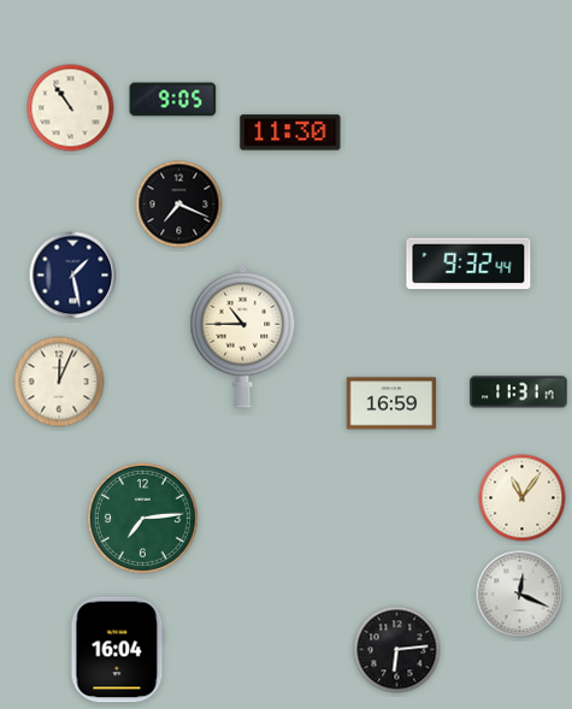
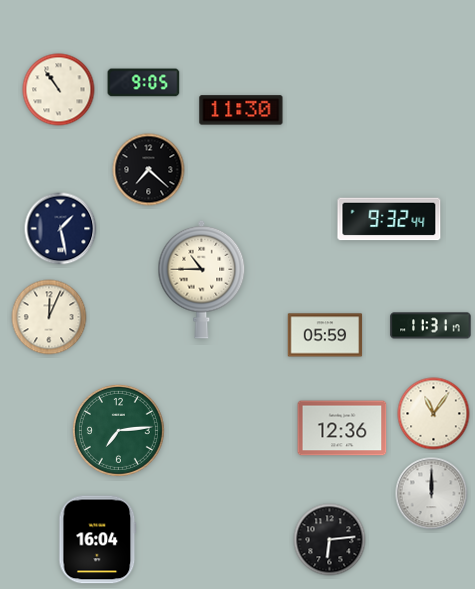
clock at (179, 205): 7:19 -> 7:22
clock at (391, 403): 16:59 -> 05:59
clock at (342, 428): none -> 12:36
clock at (520, 595): 12:19 -> 12:00
